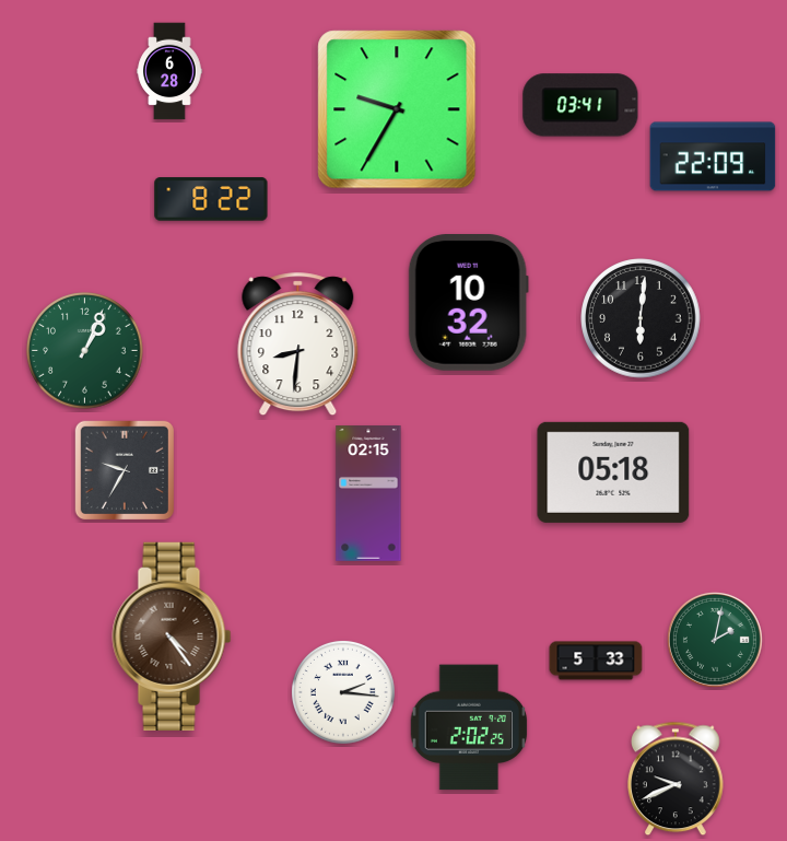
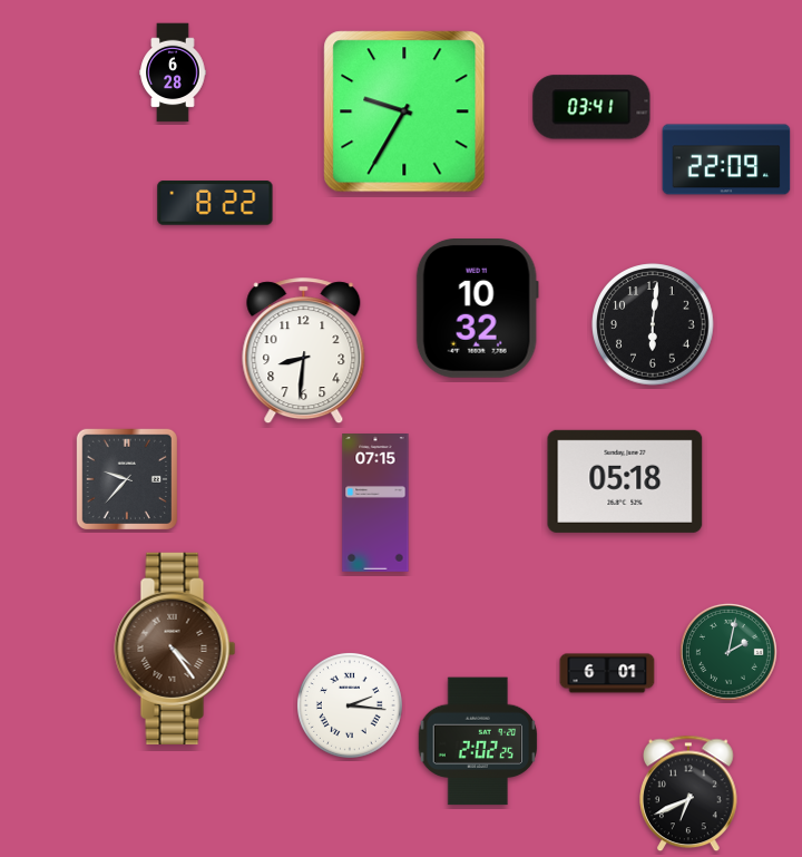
clock at (85, 351): 1:04 -> none
clock at (124, 469): 9:35 -> 9:37
clock at (368, 494): 02:15 -> 07:15
clock at (596, 661): 5:33 -> 6:01
clock at (677, 779): 9:41 -> 6:41
